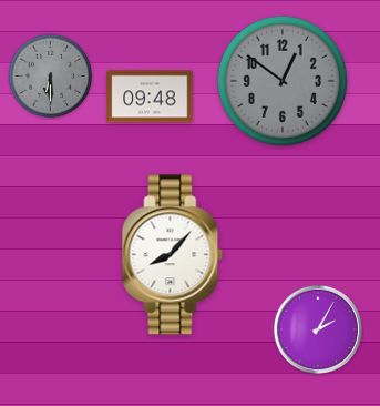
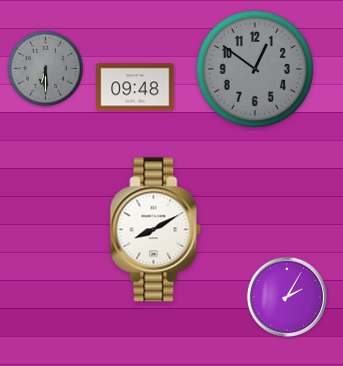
clock at (283, 81) position: (283, 81) -> (255, 69)
clock at (173, 255): 8:07 -> 8:10
